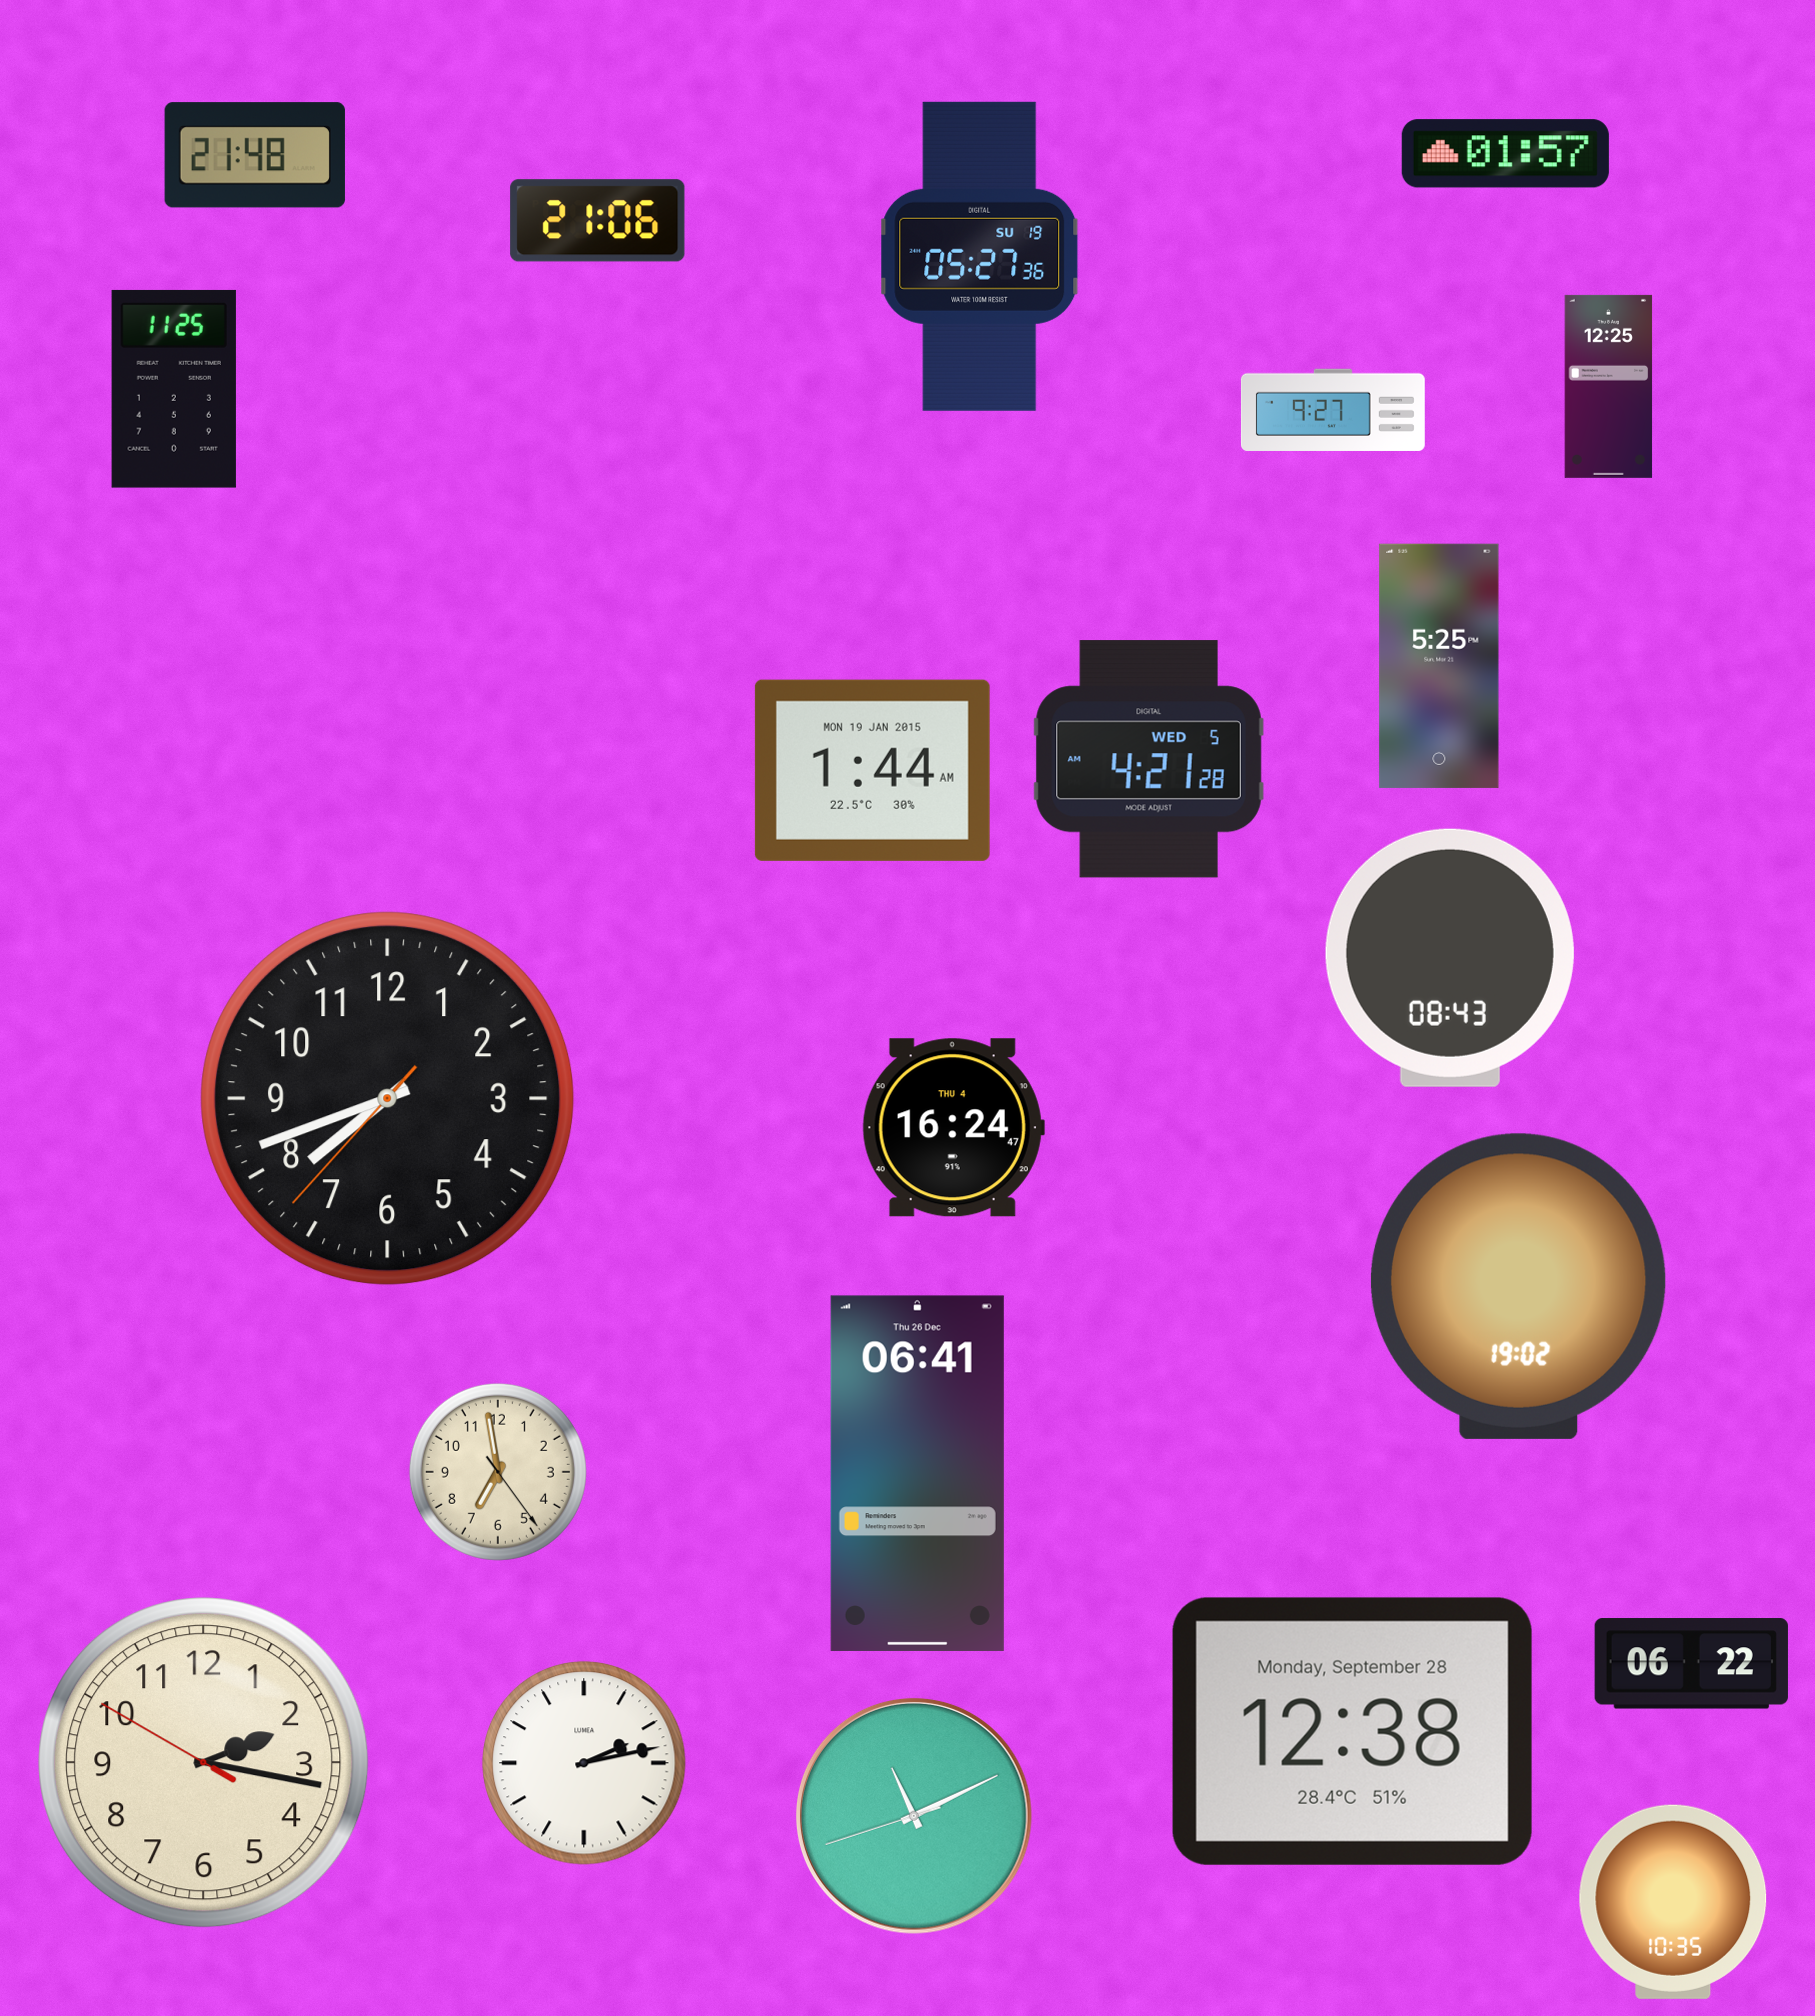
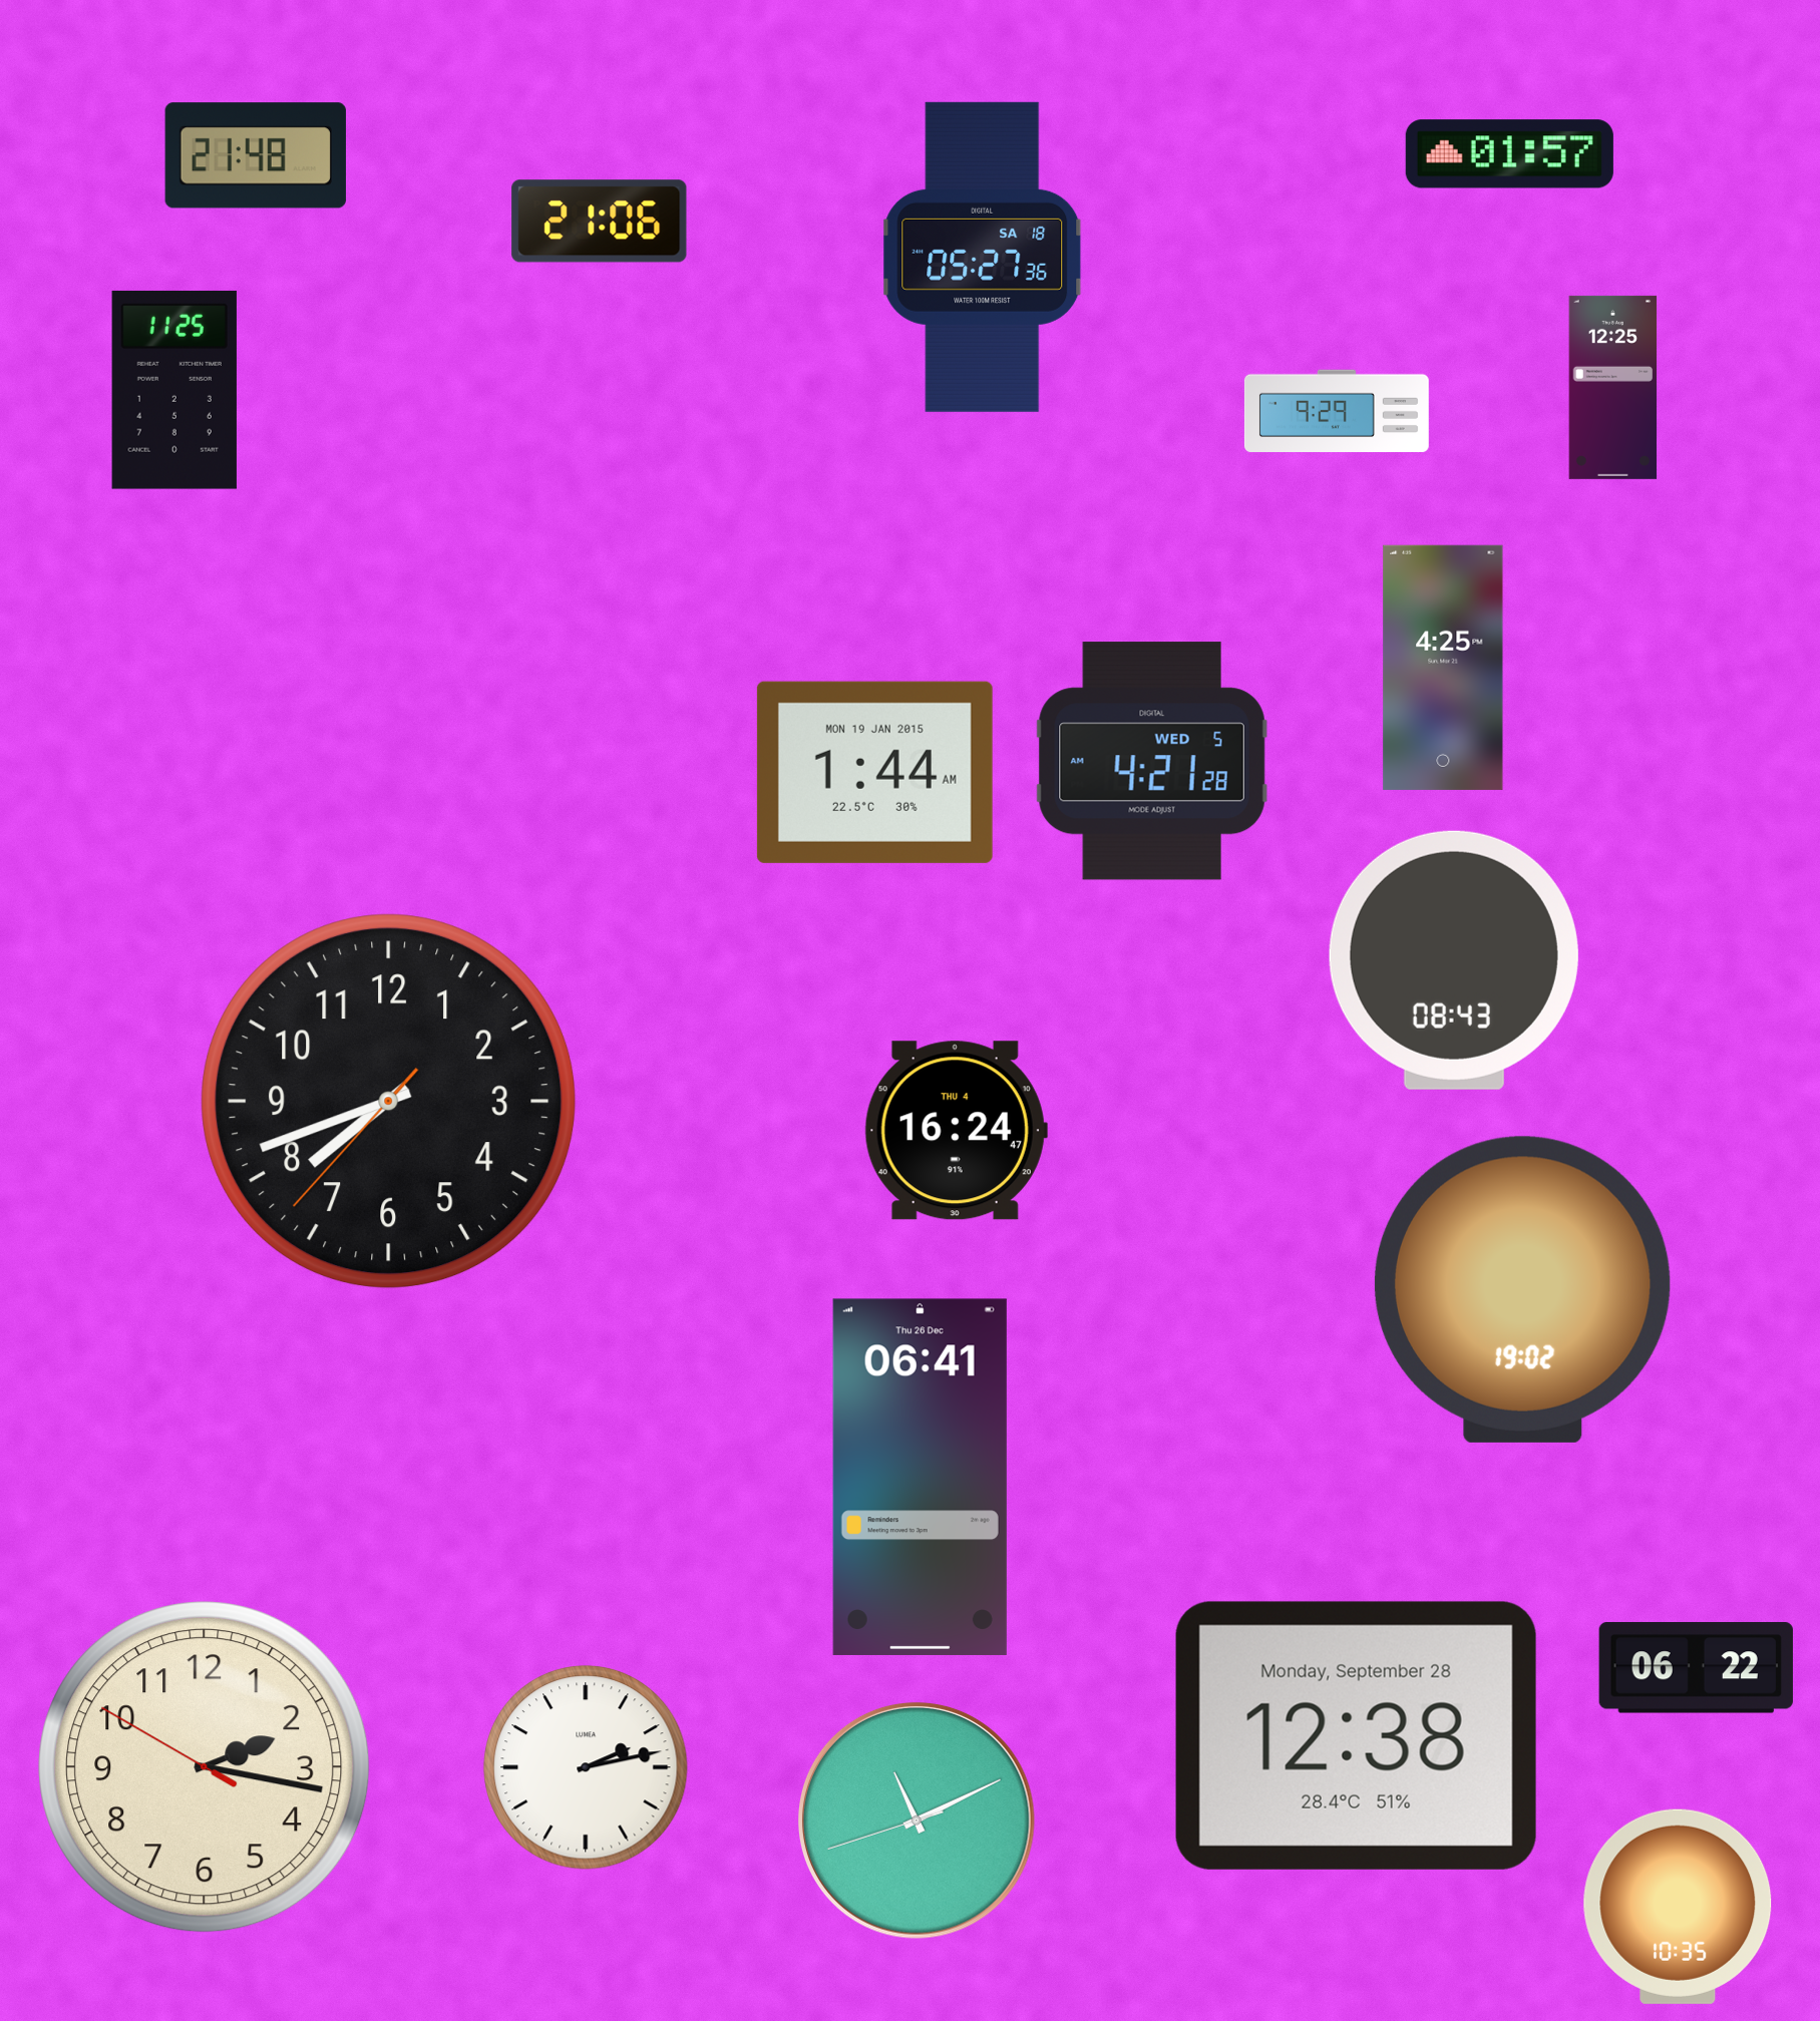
clock at (980, 256) date: SU 19 -> SA 18
clock at (1333, 410): 9:27 -> 9:29
clock at (1439, 666): 5:25 -> 4:25
clock at (498, 1472): 6:58 -> none
